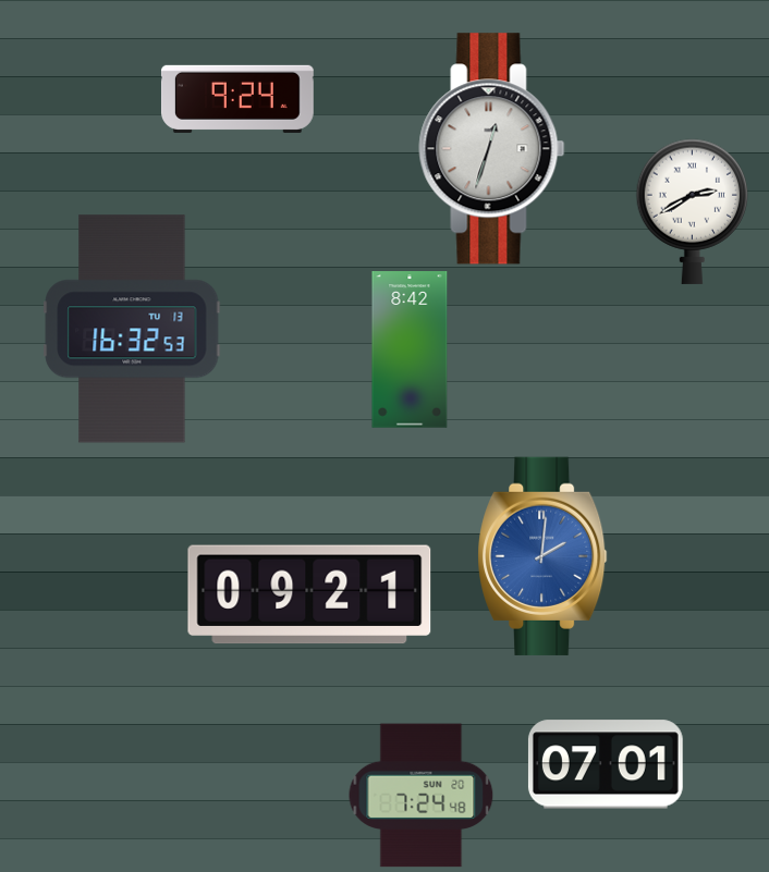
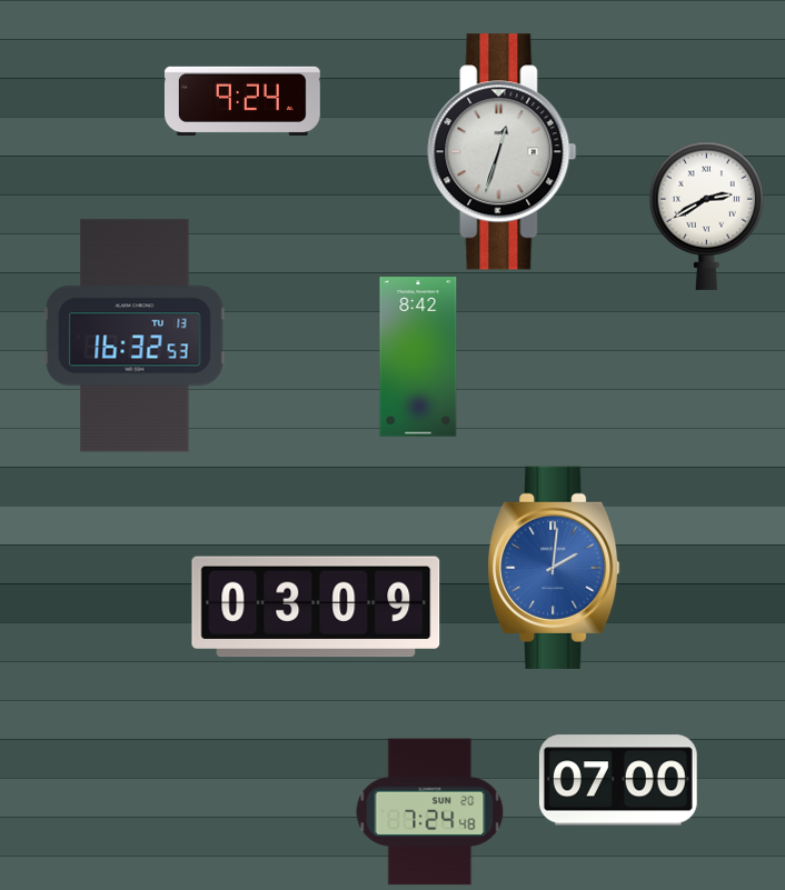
clock at (309, 594): 09:21 -> 03:09
clock at (606, 764): 07:01 -> 07:00
